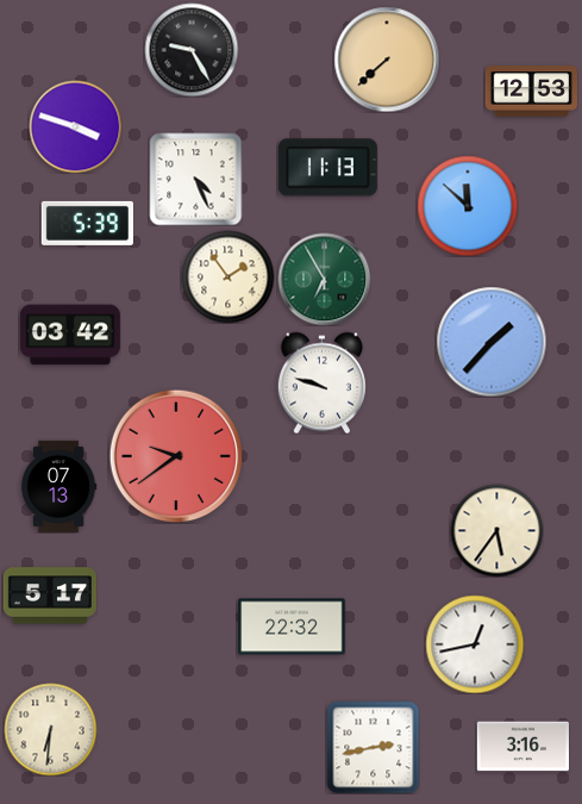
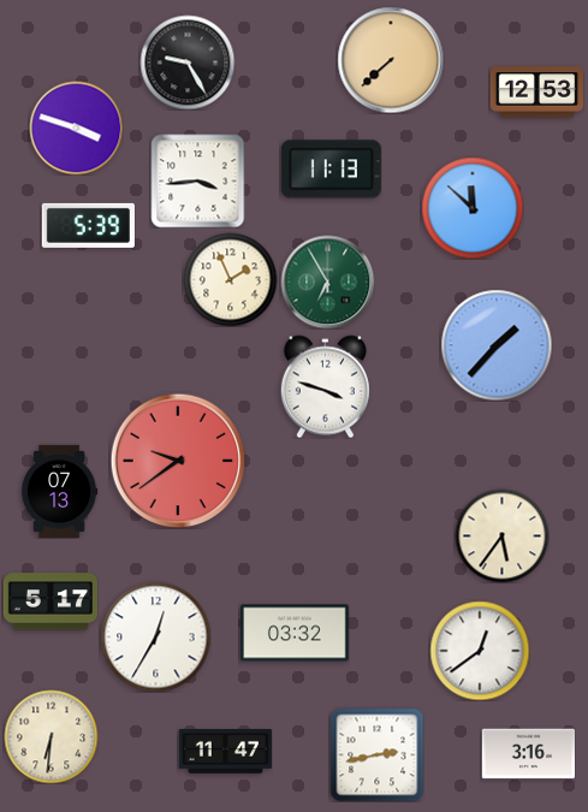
clock at (192, 50) position: (192, 50) -> (188, 63)
clock at (195, 179): 4:26 -> 3:44
clock at (227, 276): 1:54 -> 1:56
clock at (70, 335): 03:42 -> none
clock at (321, 382): 9:48 -> 3:48
clock at (292, 627): 22:32 -> 03:32
clock at (155, 636): none -> 12:35
clock at (475, 644): 12:43 -> 12:39
clock at (225, 752): none -> 11:47
